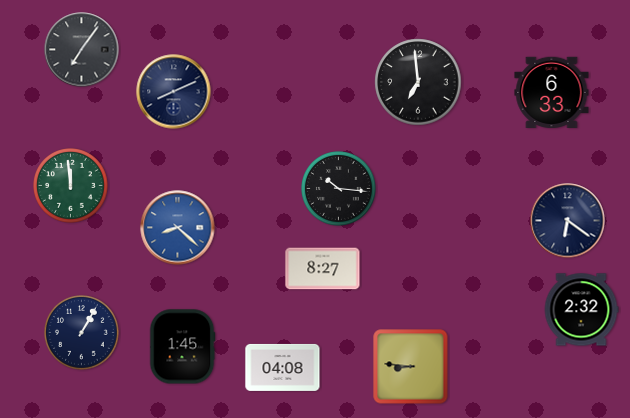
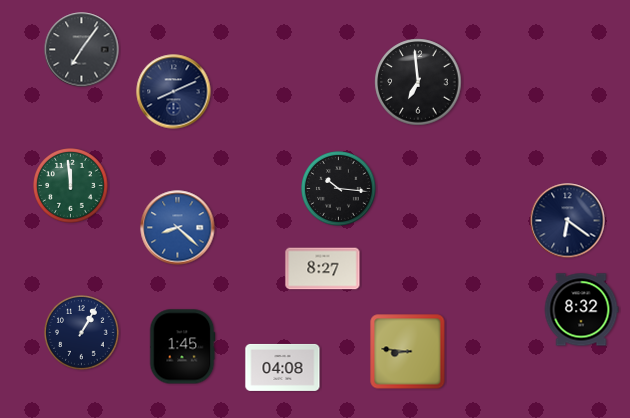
clock at (552, 92): 6:33 -> none
clock at (581, 310): 2:32 -> 8:32
clock at (411, 367) position: (411, 367) -> (408, 352)
